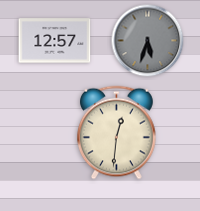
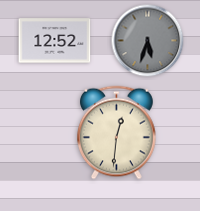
clock at (55, 41): 12:57 -> 12:52
